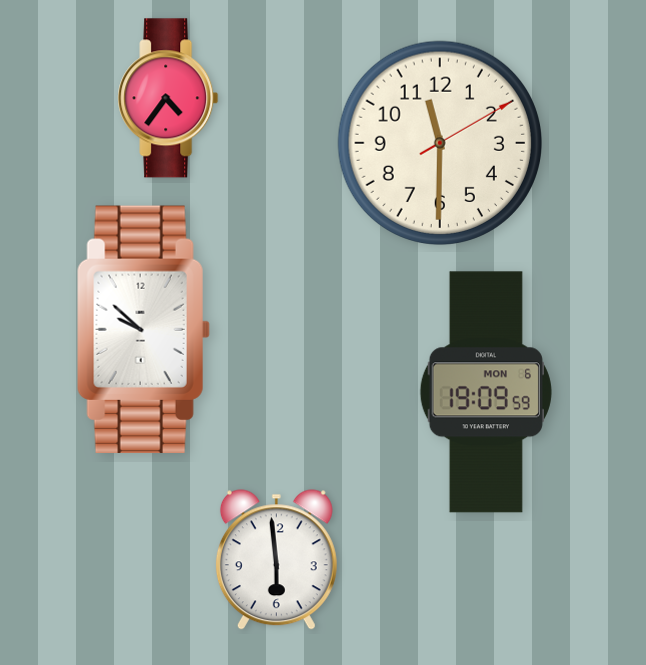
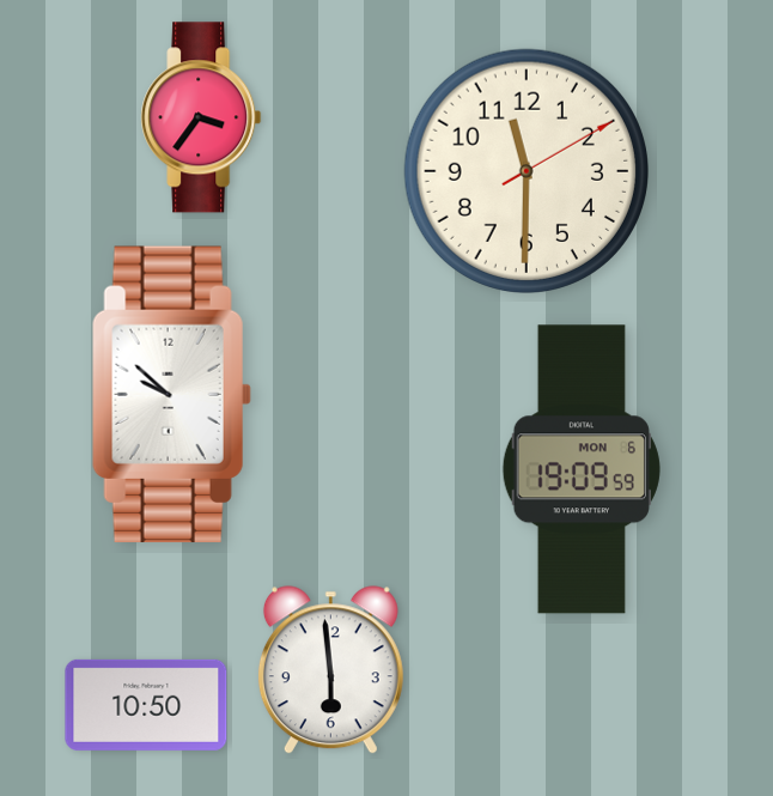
clock at (168, 98): 4:36 -> 3:36
clock at (146, 705): none -> 10:50
